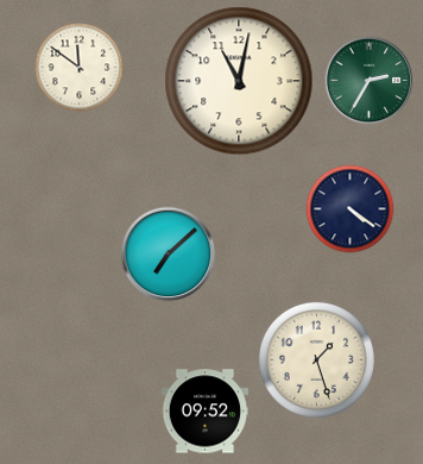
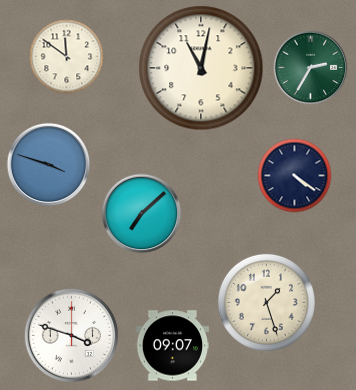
clock at (49, 165): none -> 3:48
clock at (71, 335): none -> 3:48
clock at (204, 412): 09:52 -> 09:07
